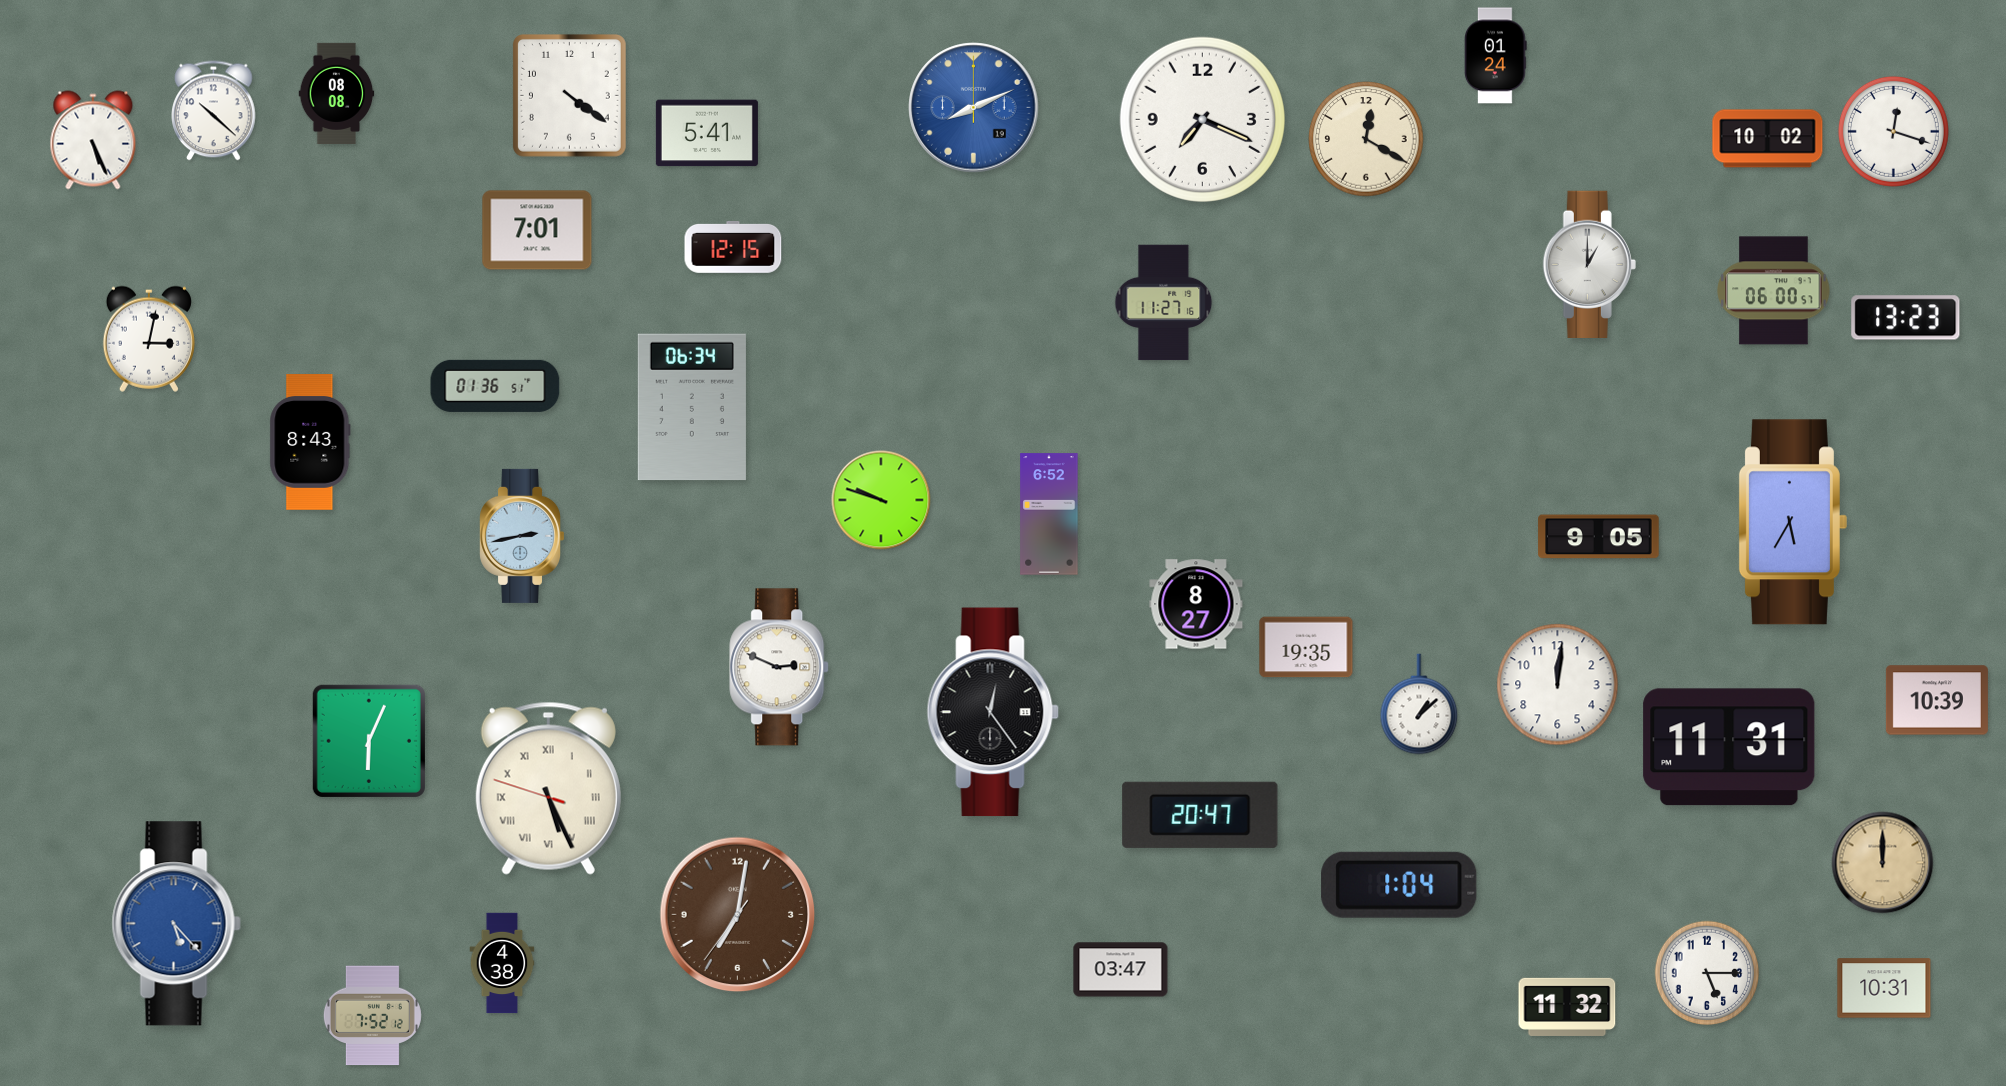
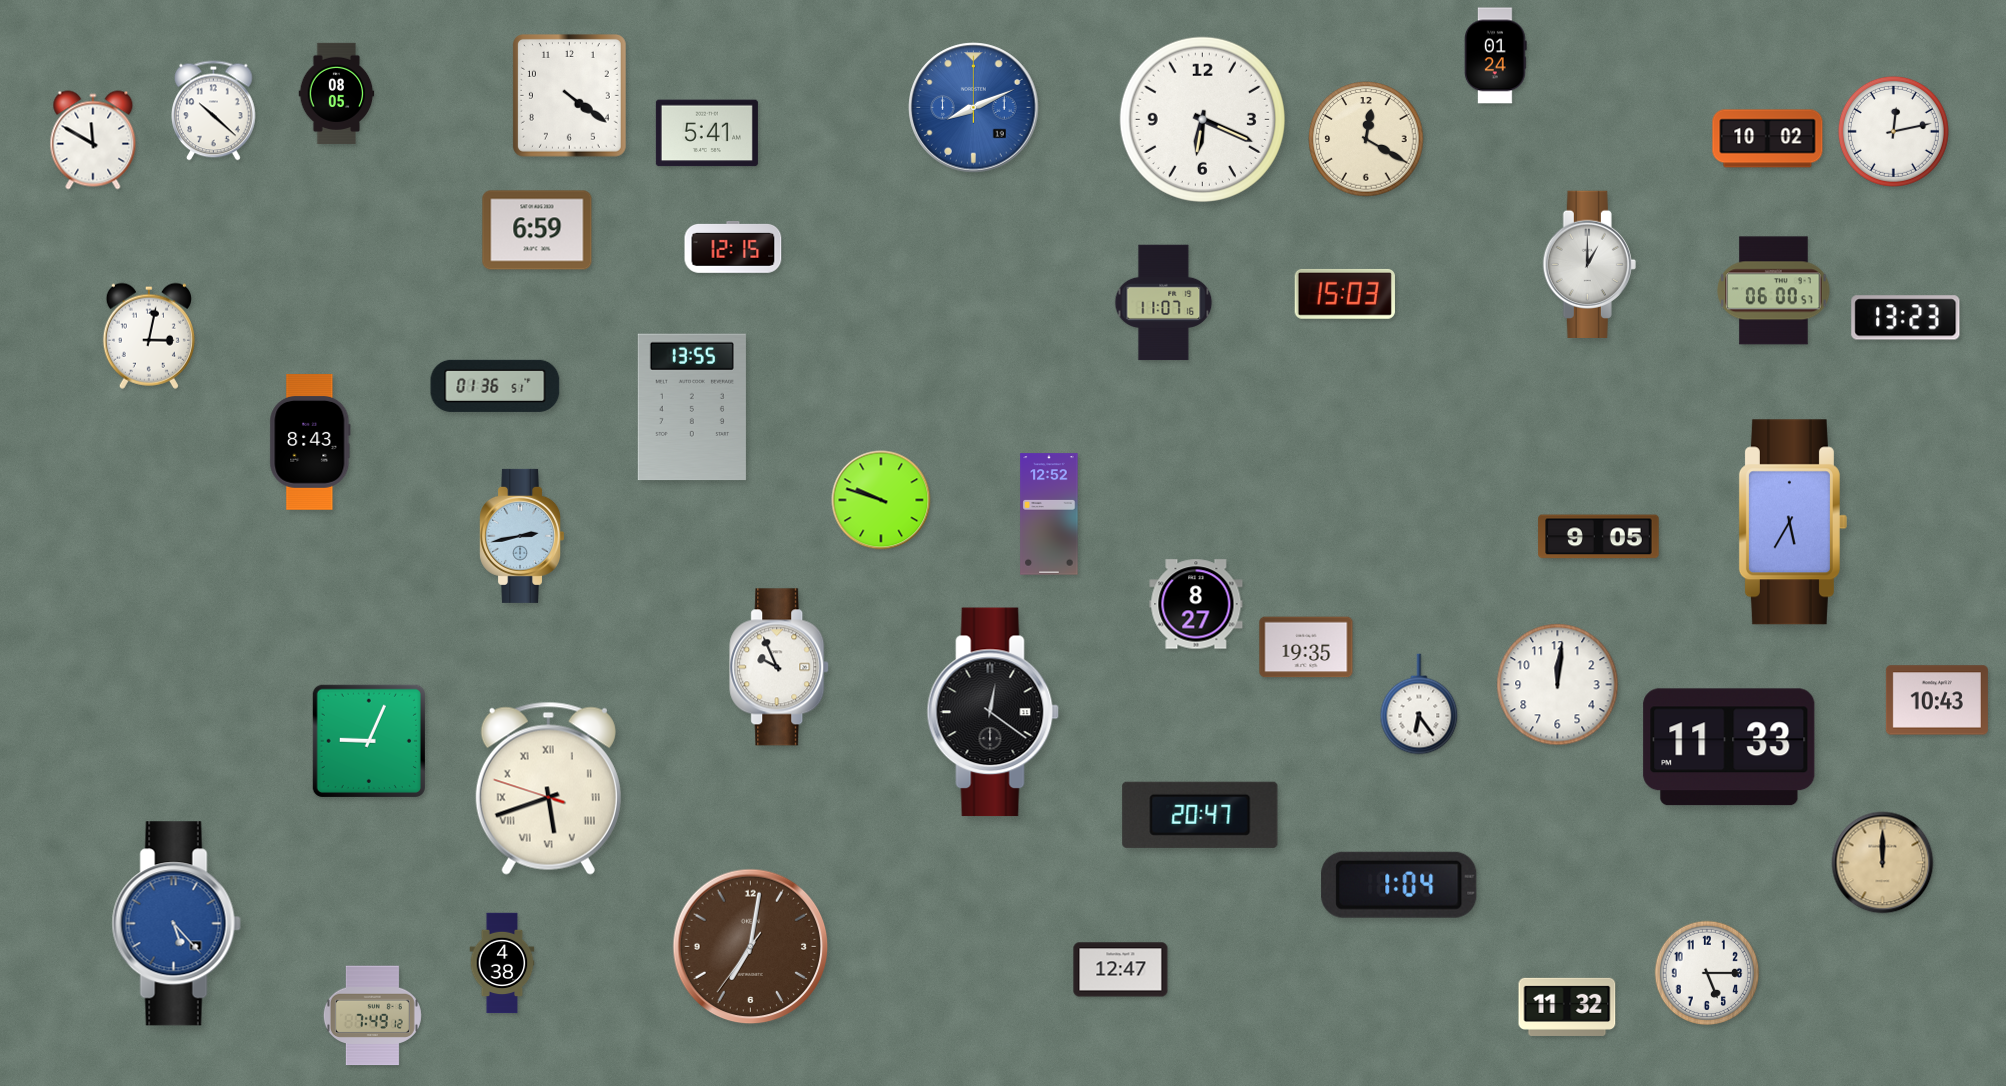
clock at (337, 93): 08:08 -> 08:05
clock at (1202, 119): 7:19 -> 6:19
clock at (1893, 131): 12:18 -> 12:13
clock at (93, 140): 5:26 -> 11:50
clock at (537, 230): 7:01 -> 6:59
clock at (1345, 294): none -> 15:03
clock at (1164, 303): 11:27 -> 11:07
clock at (149, 339) position: (149, 339) -> (149, 336)
clock at (692, 407): 06:34 -> 13:55
clock at (1049, 514): 6:52 -> 12:52
clock at (780, 667): 2:49 -> 9:56
clock at (1937, 700): 10:39 -> 10:43
clock at (1419, 704): 1:08 -> 6:24
clock at (993, 712): 12:24 -> 12:21
clock at (369, 741): 6:04 -> 9:04
clock at (1729, 747): 11:31 -> 11:33
clock at (548, 788): 5:25 -> 5:41
clock at (738, 915) position: (738, 915) -> (751, 947)
clock at (1121, 970): 03:47 -> 12:47
clock at (1884, 988): 10:31 -> none
clock at (372, 1016): 7:52 -> 7:49
